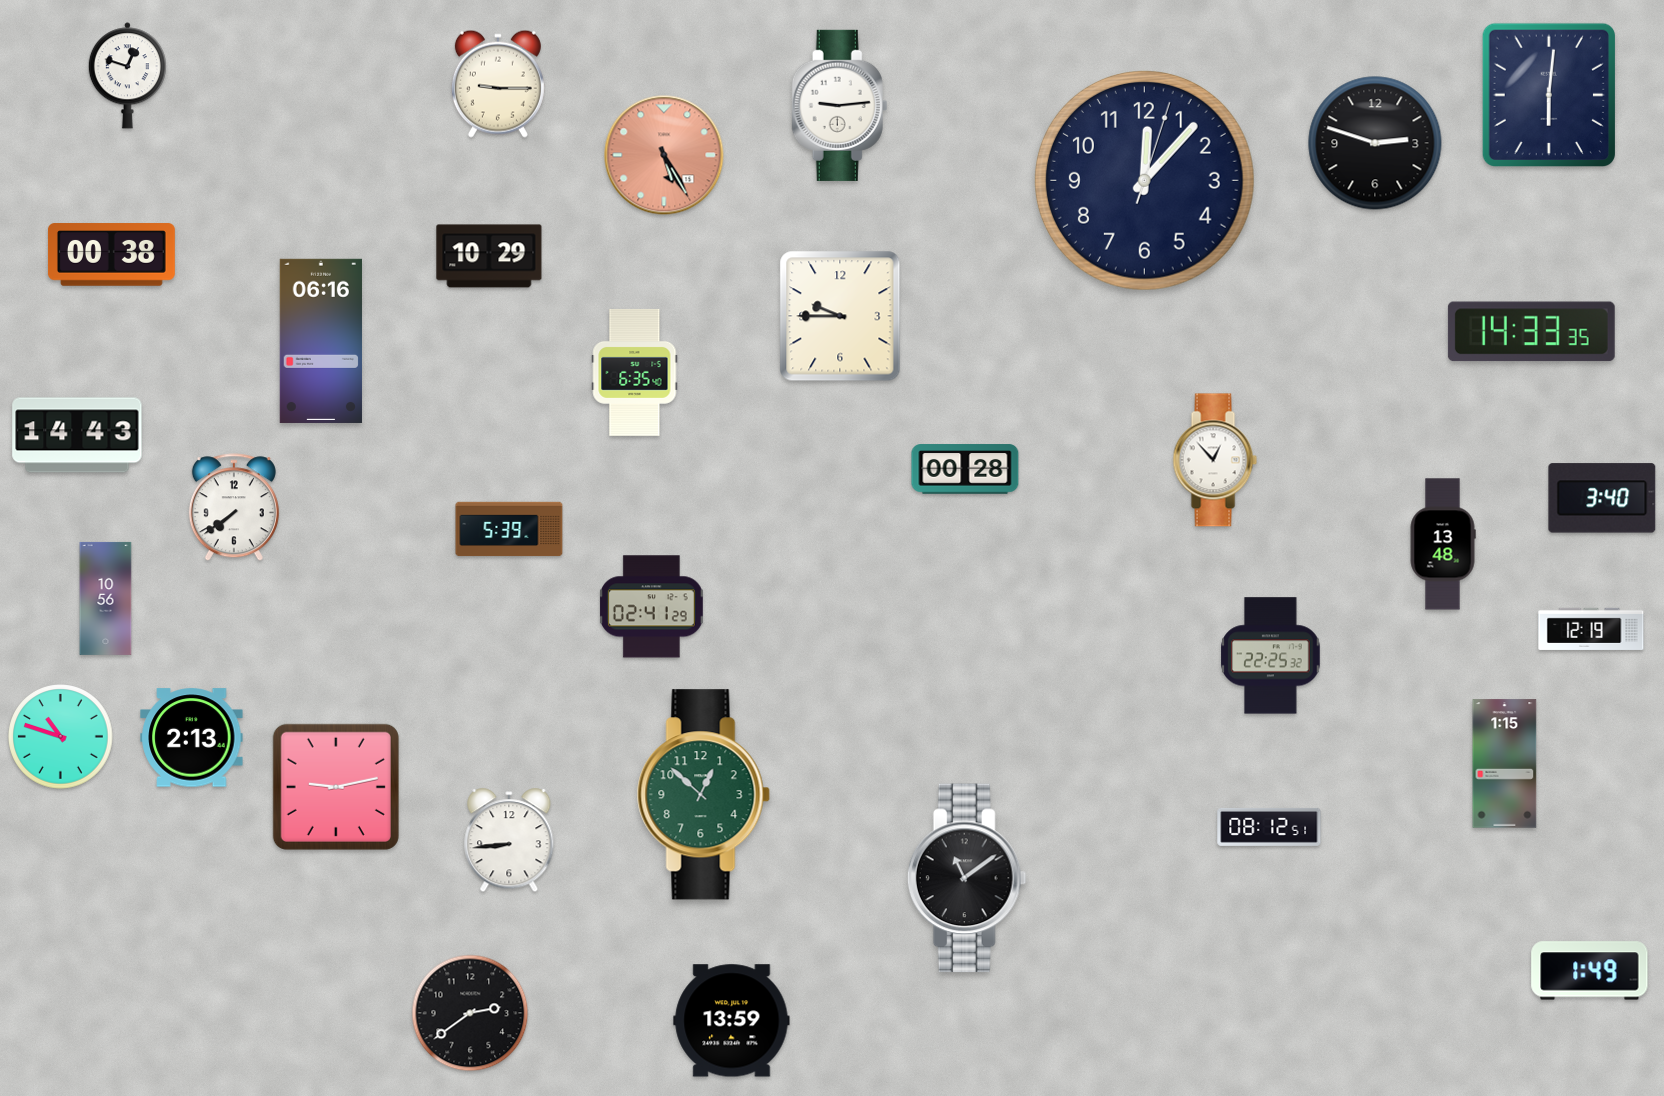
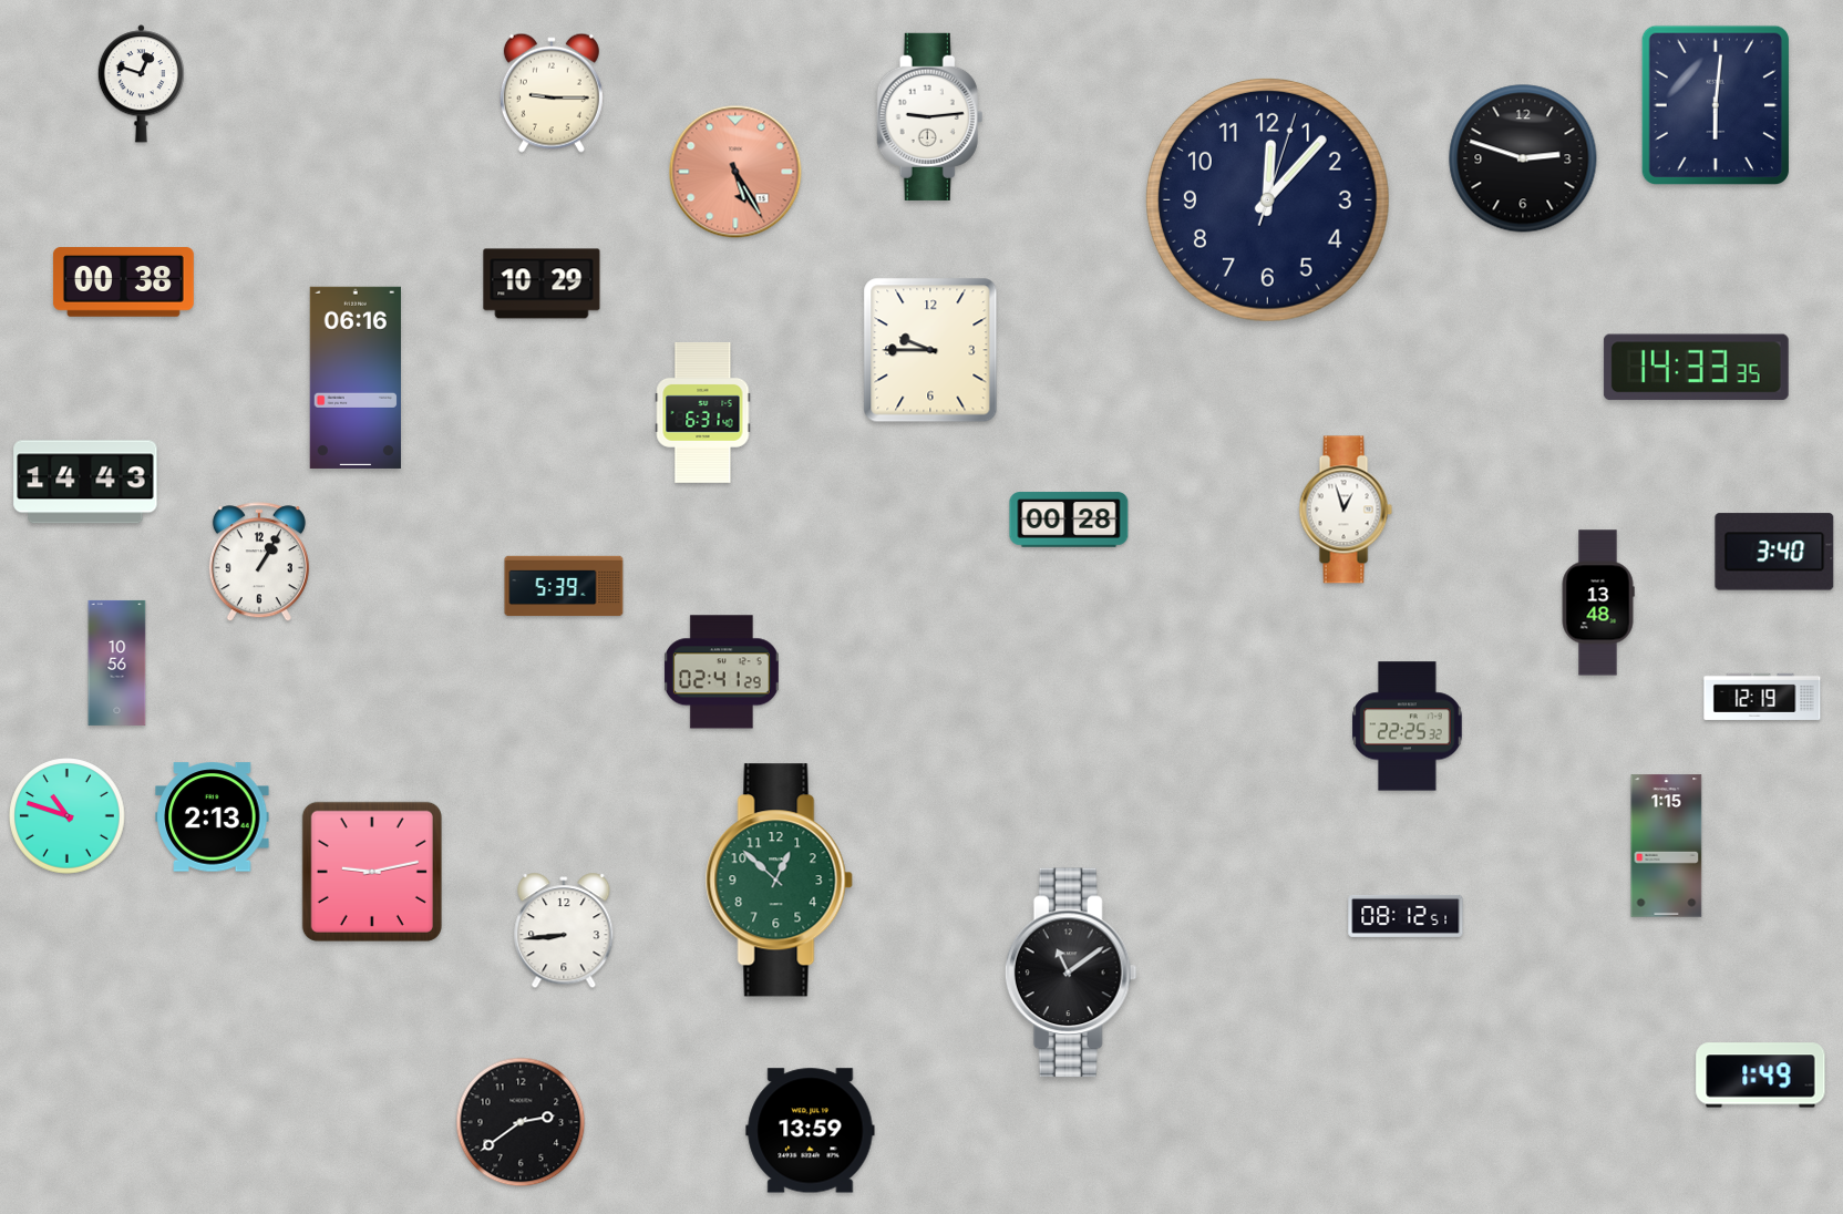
clock at (635, 372): 6:35 -> 6:31
clock at (1215, 460): 12:53 -> 12:57
clock at (234, 508): 7:39 -> 1:05
